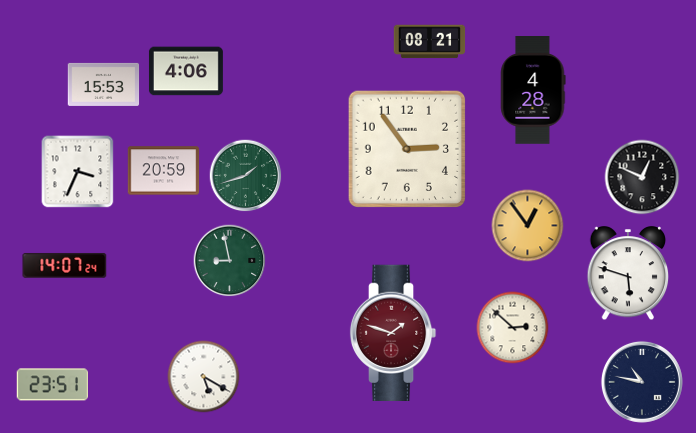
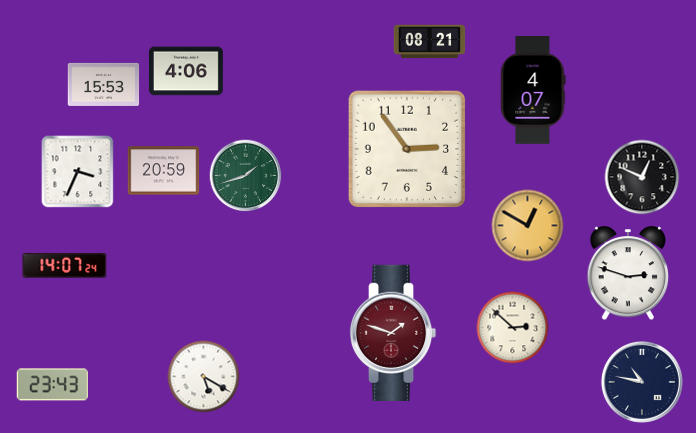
clock at (533, 91): 4:28 -> 4:07
clock at (528, 226): 12:54 -> 12:50
clock at (230, 261): 8:58 -> none
clock at (628, 274): 5:48 -> 2:48
clock at (52, 385): 23:51 -> 23:43
